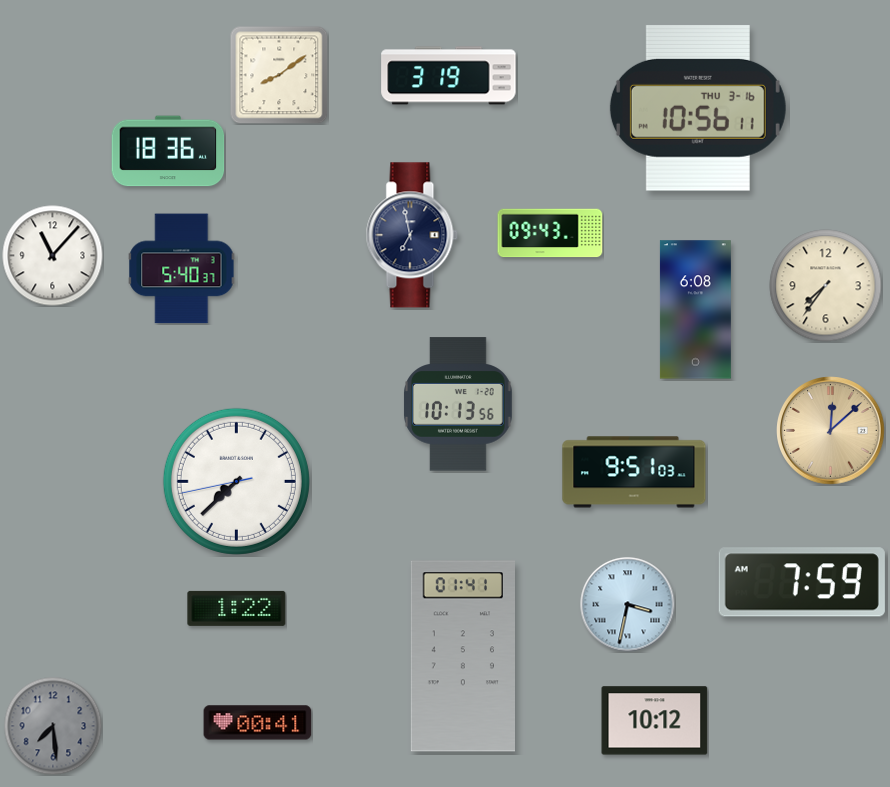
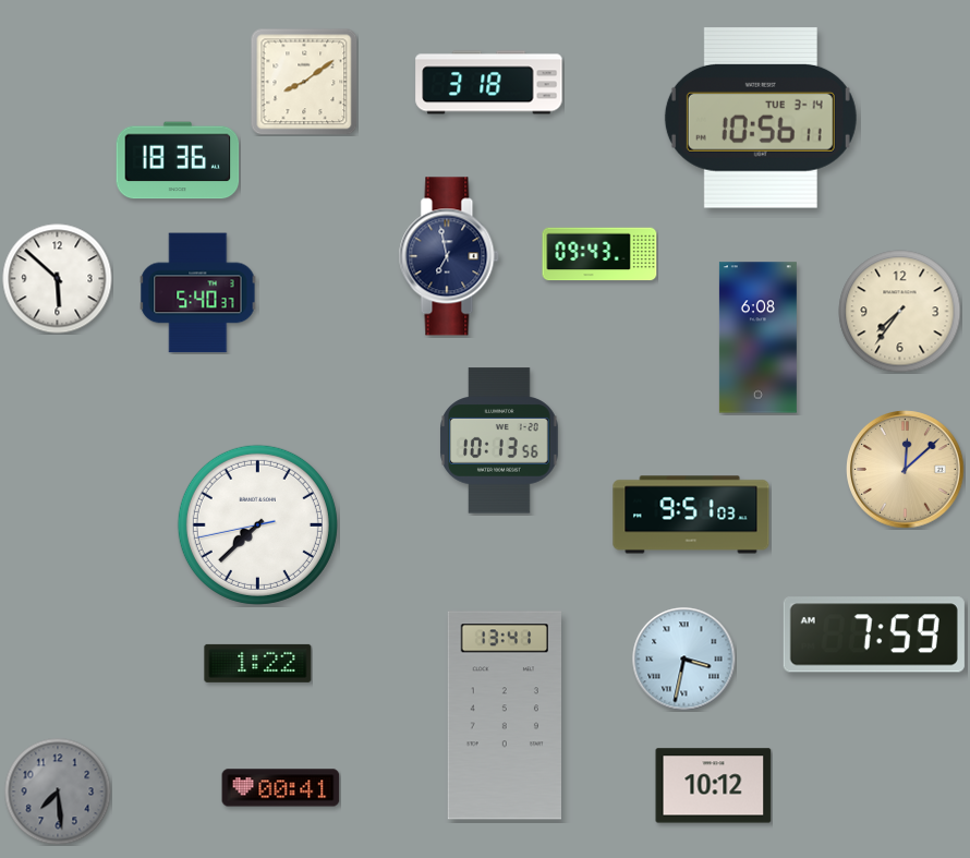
clock at (449, 76): 3:19 -> 3:18
clock at (698, 108) date: THU 3-16 -> TUE 3-14
clock at (168, 151) position: (168, 151) -> (178, 160)
clock at (53, 256): 11:07 -> 5:52
clock at (463, 656): 01:41 -> 13:41
